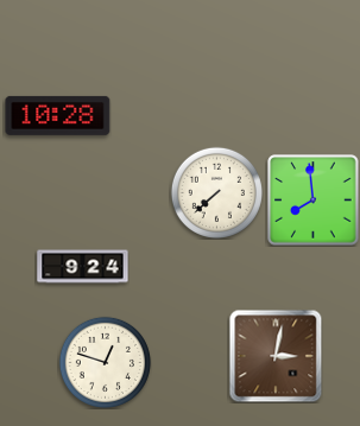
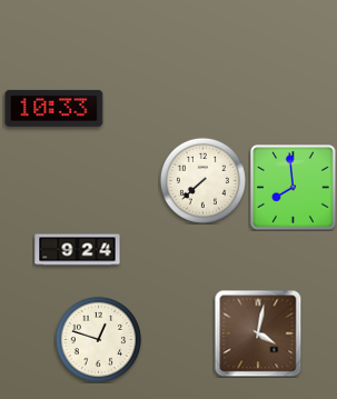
clock at (58, 115): 10:28 -> 10:33
clock at (276, 356): 3:02 -> 4:02
